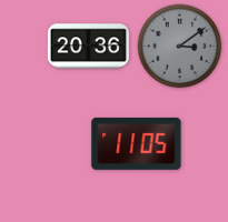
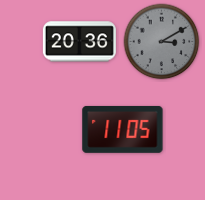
clock at (180, 47): 3:09 -> 3:10
